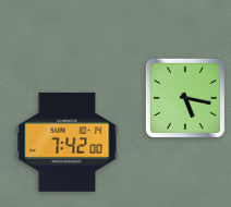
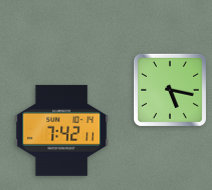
clock at (68, 142): 7:42:00 -> 7:42:11
